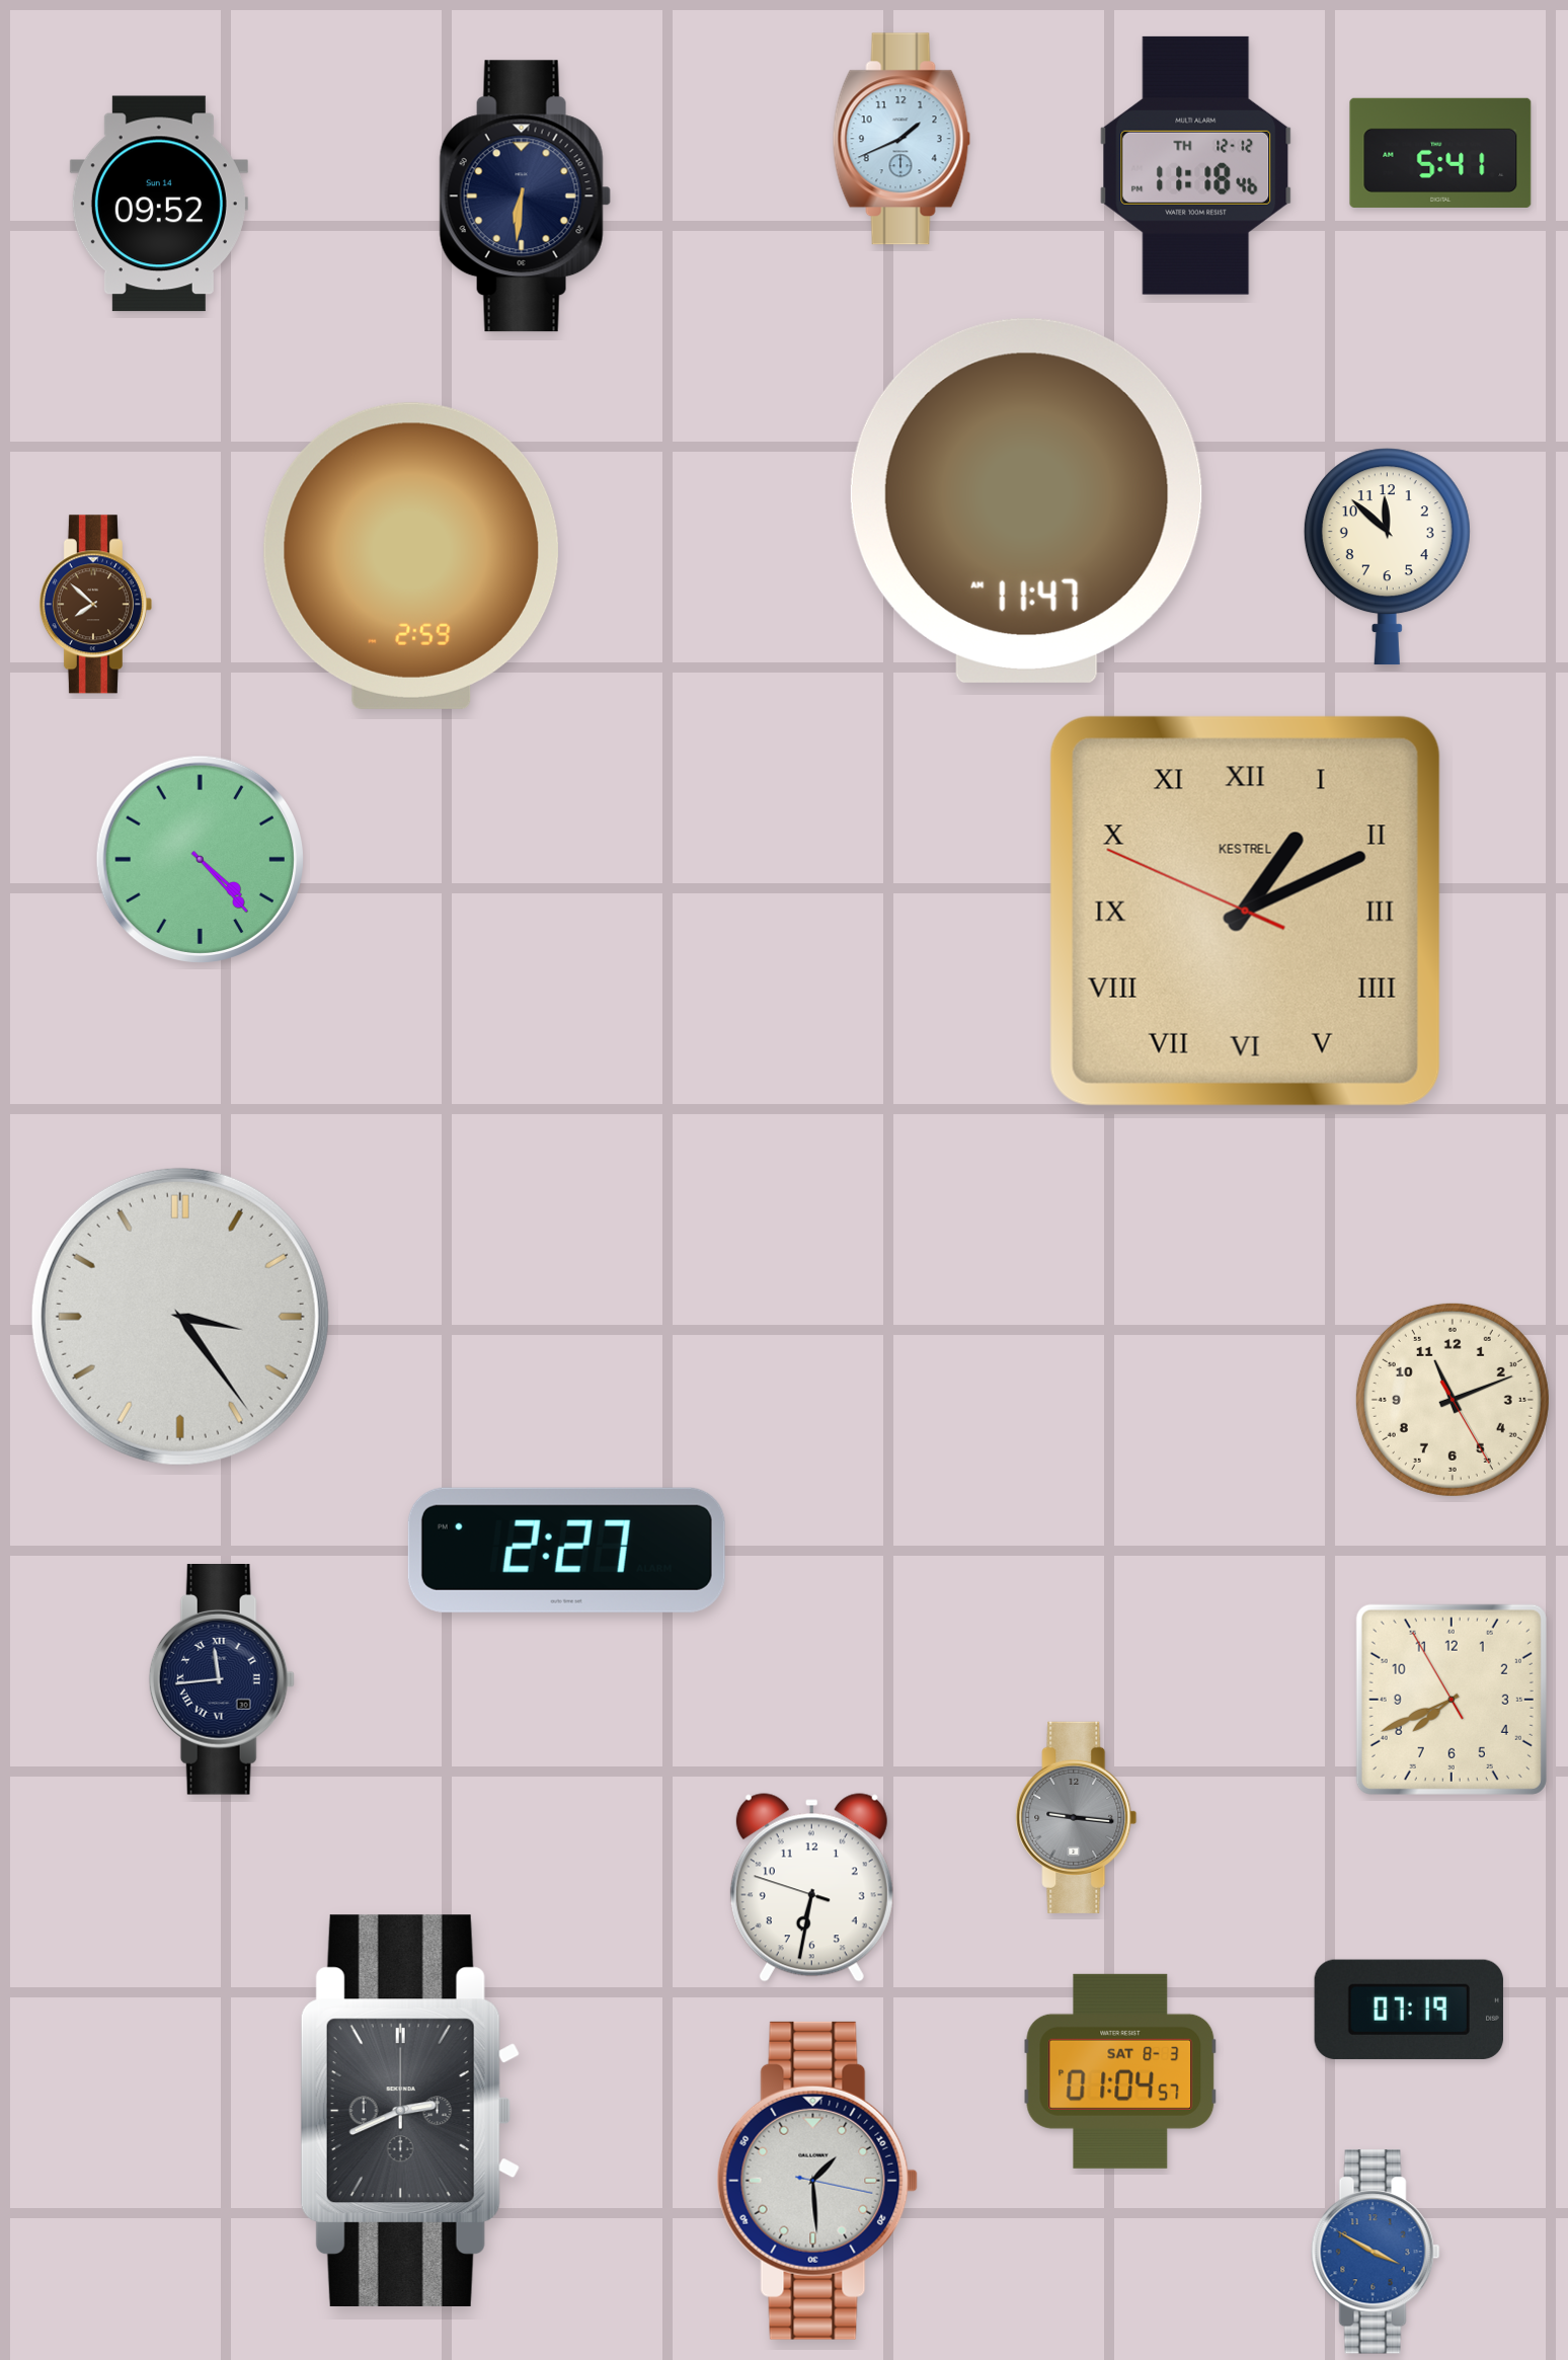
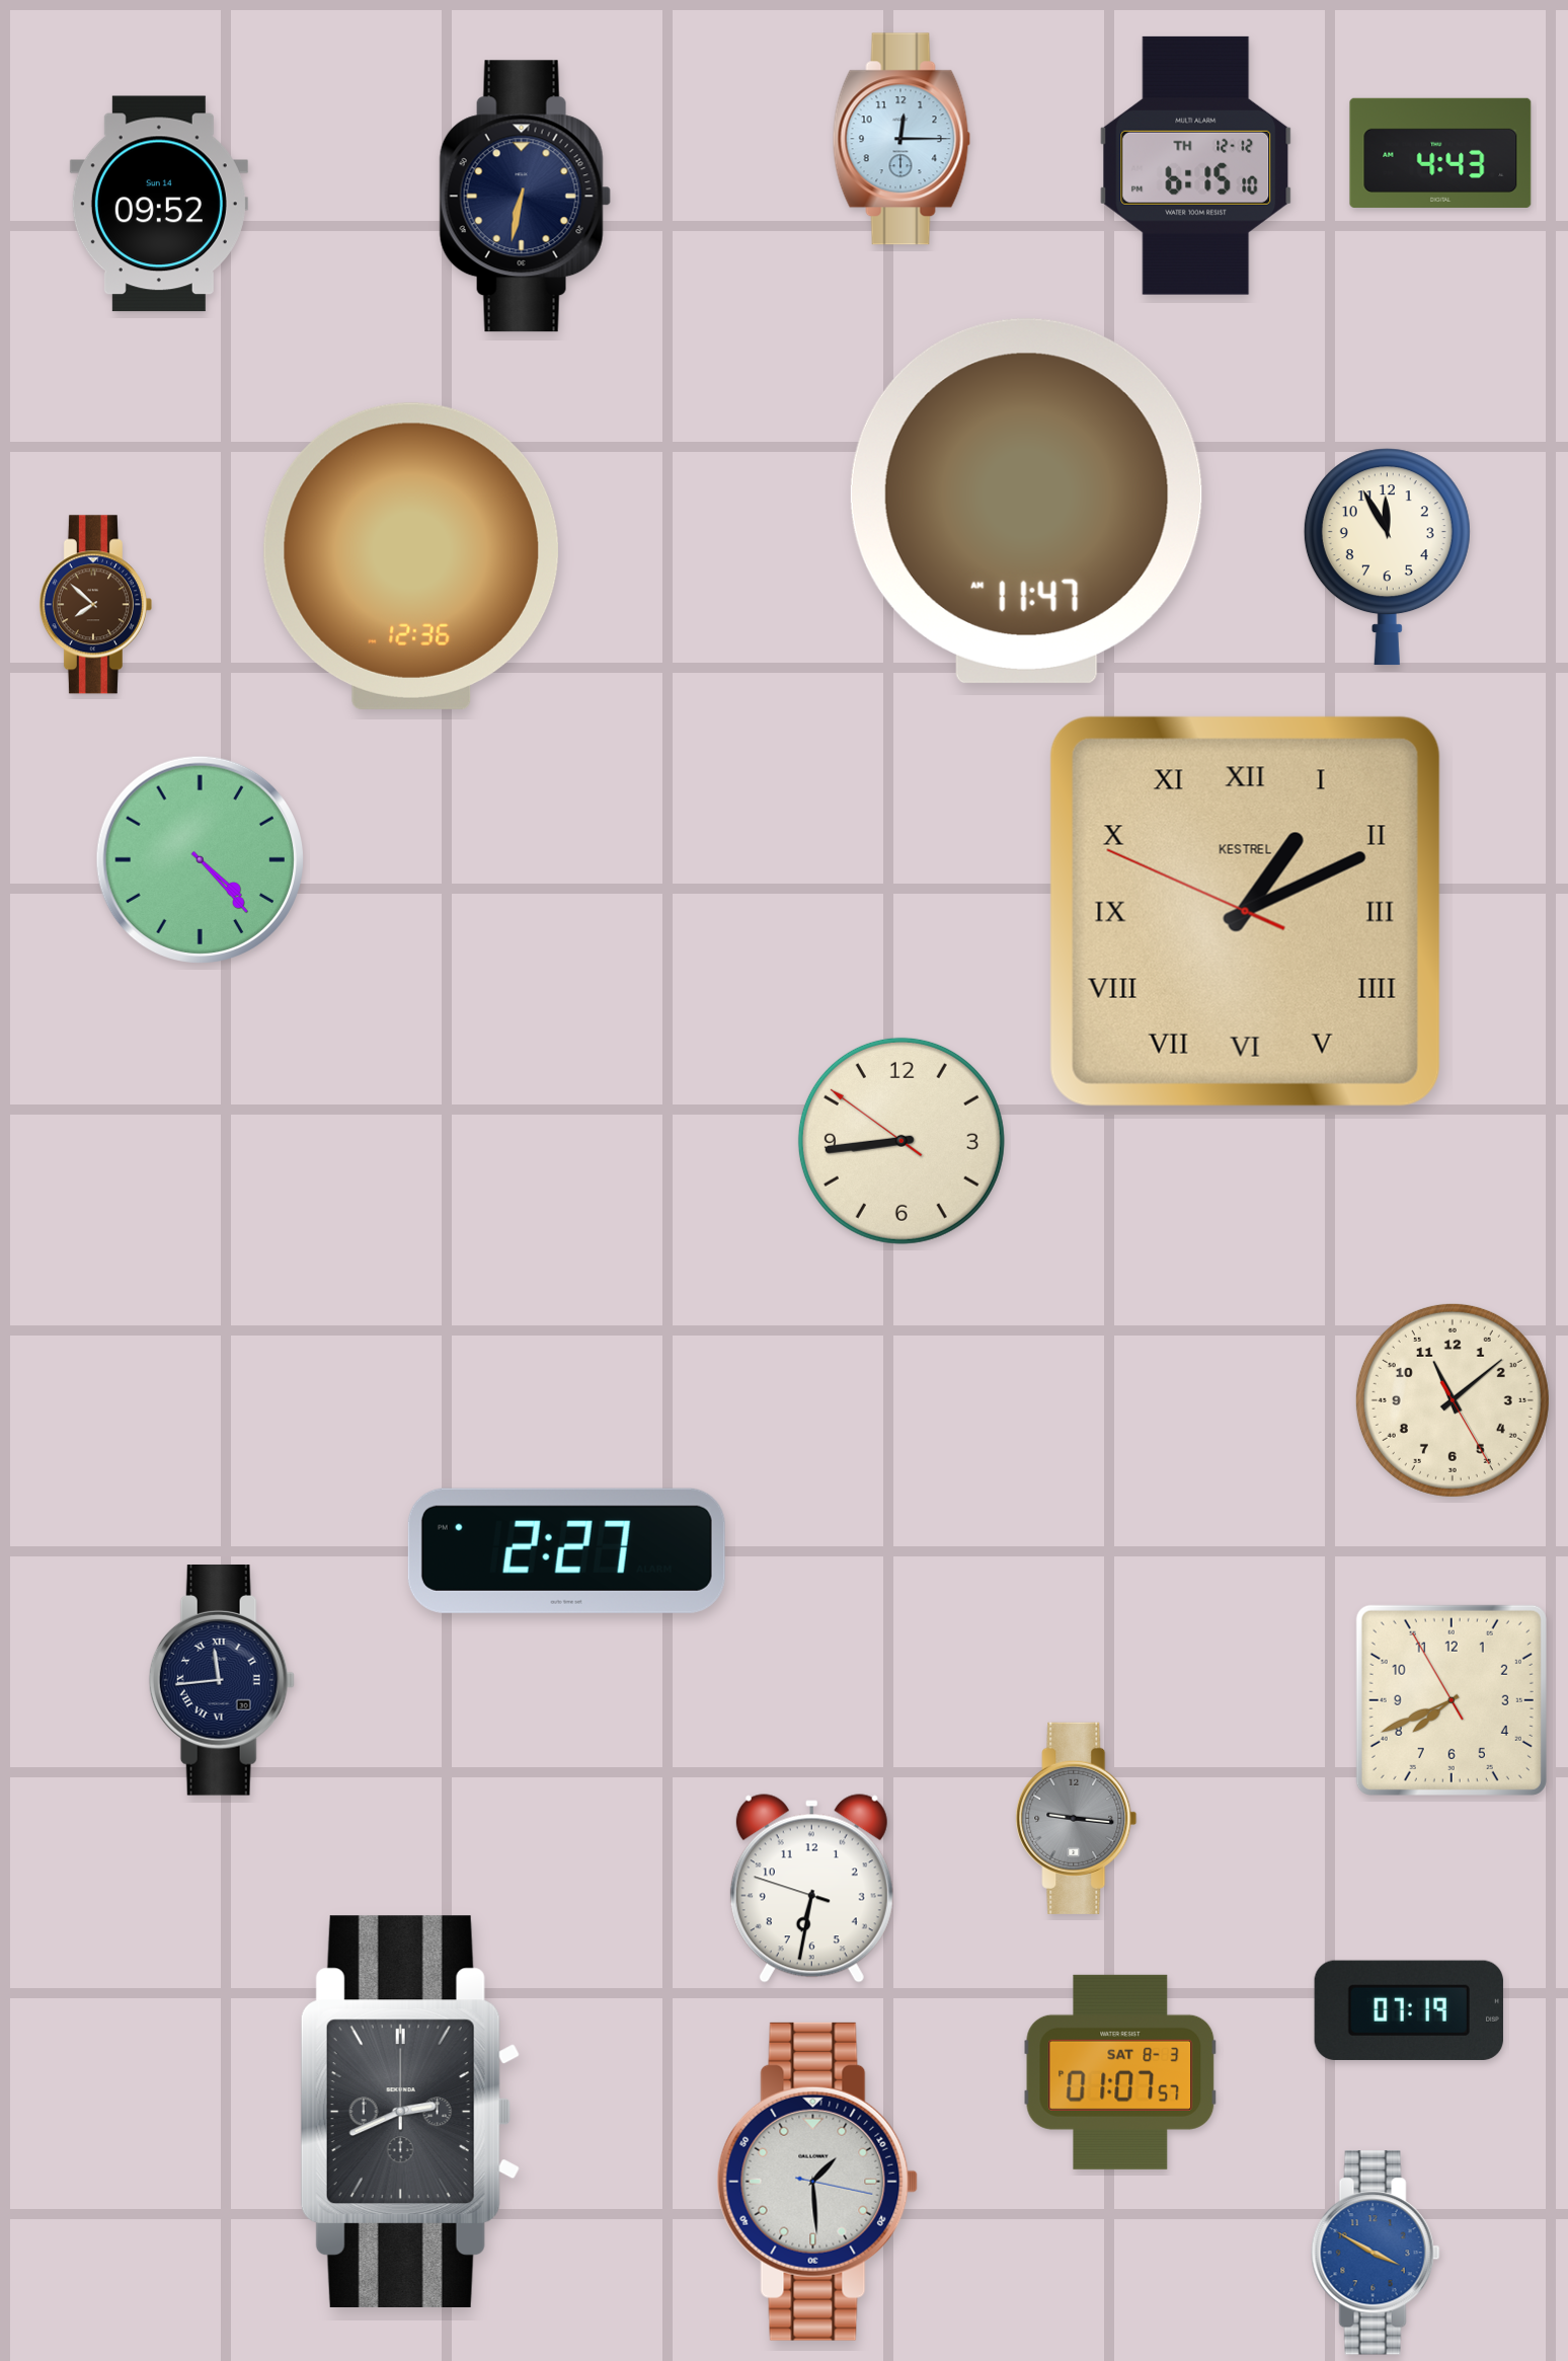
clock at (901, 139): 1:41 -> 12:15
clock at (1440, 153): 5:41 -> 4:43
clock at (1196, 165): 11:18 -> 6:15
clock at (525, 196): 6:31 -> 6:32
clock at (411, 556): 2:59 -> 12:36
clock at (1387, 557): 11:52 -> 11:55
clock at (901, 1141): none -> 8:43
clock at (180, 1317): 3:24 -> none
clock at (1453, 1400): 11:11 -> 11:08
clock at (1120, 2071): 01:04 -> 01:07
